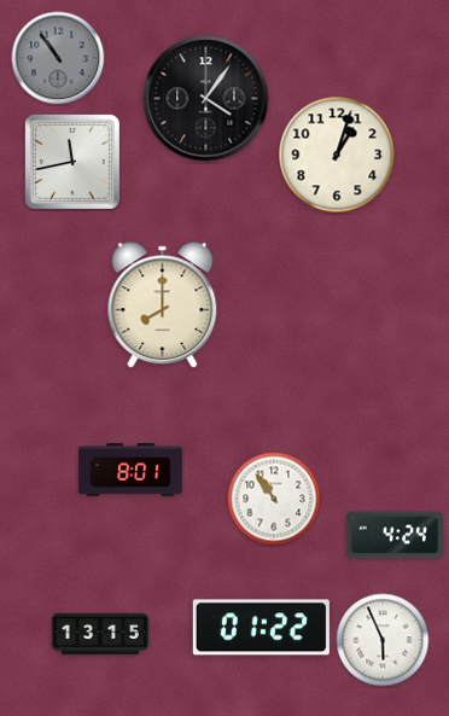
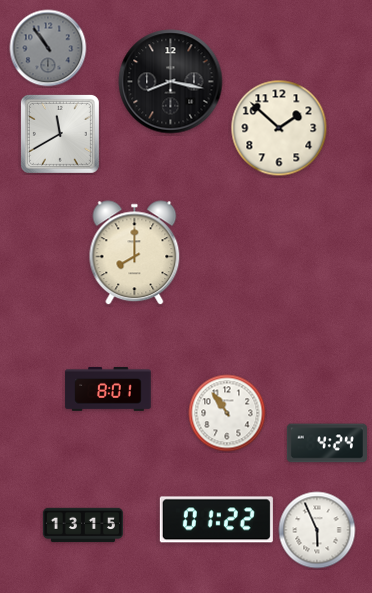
clock at (206, 99): 4:06 -> 8:17
clock at (337, 155): 1:03 -> 1:52
clock at (72, 162): 11:43 -> 11:40
